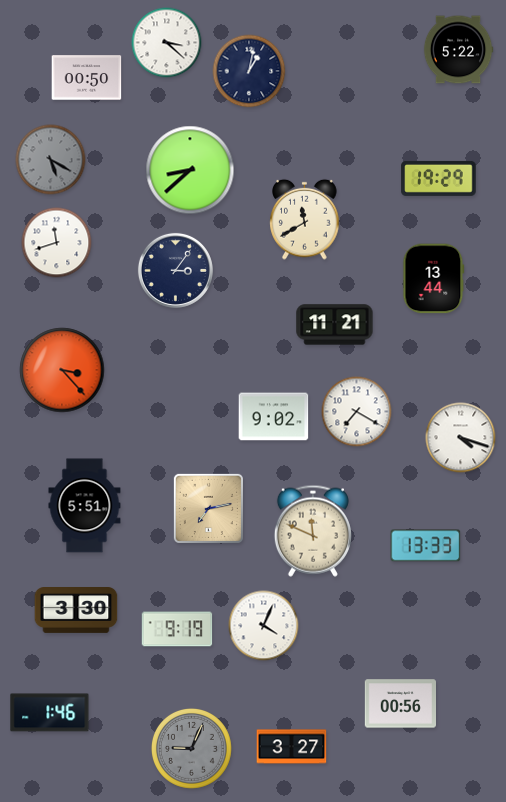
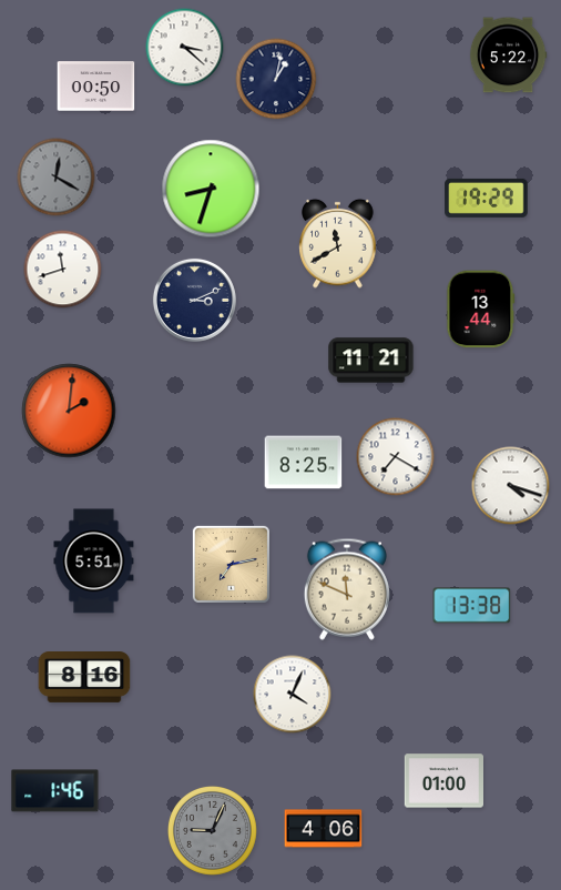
clock at (51, 160): 5:20 -> 12:20
clock at (190, 170): 8:38 -> 8:33
clock at (175, 270): 3:06 -> 3:11
clock at (62, 370): 3:23 -> 2:01
clock at (274, 417): 9:02 -> 8:25
clock at (426, 546): 13:33 -> 13:38
clock at (76, 611): 3:30 -> 8:16
clock at (177, 629): 9:19 -> none
clock at (401, 704): 00:56 -> 01:00
clock at (292, 747): 3:27 -> 4:06
